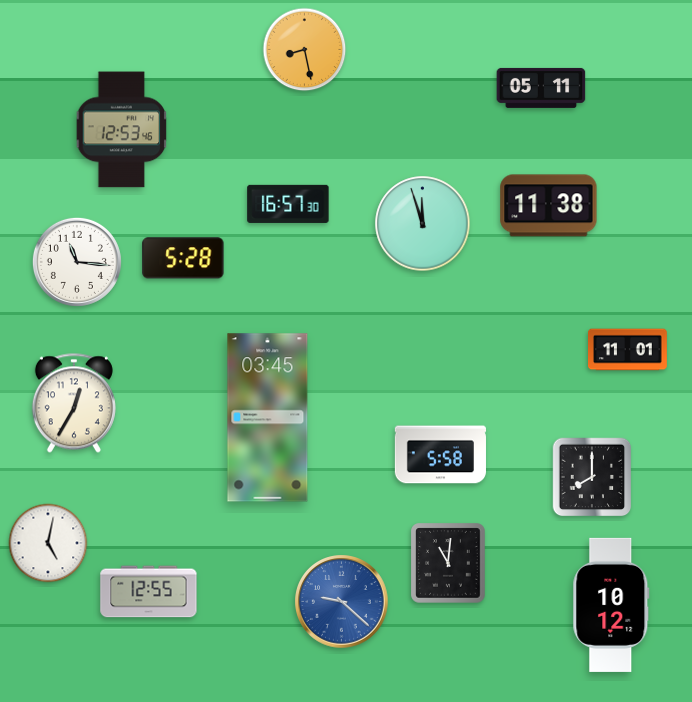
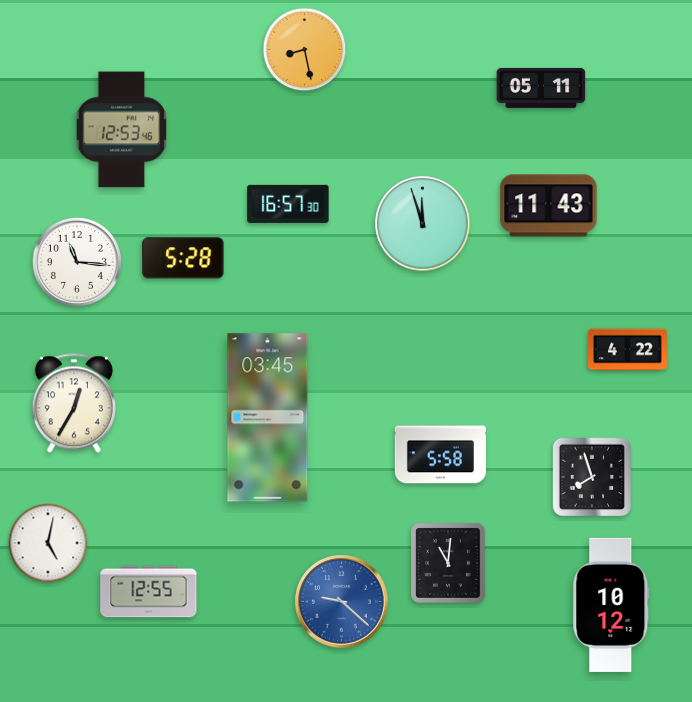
clock at (549, 206): 11:38 -> 11:43
clock at (628, 350): 11:01 -> 4:22
clock at (592, 477): 8:00 -> 7:57
